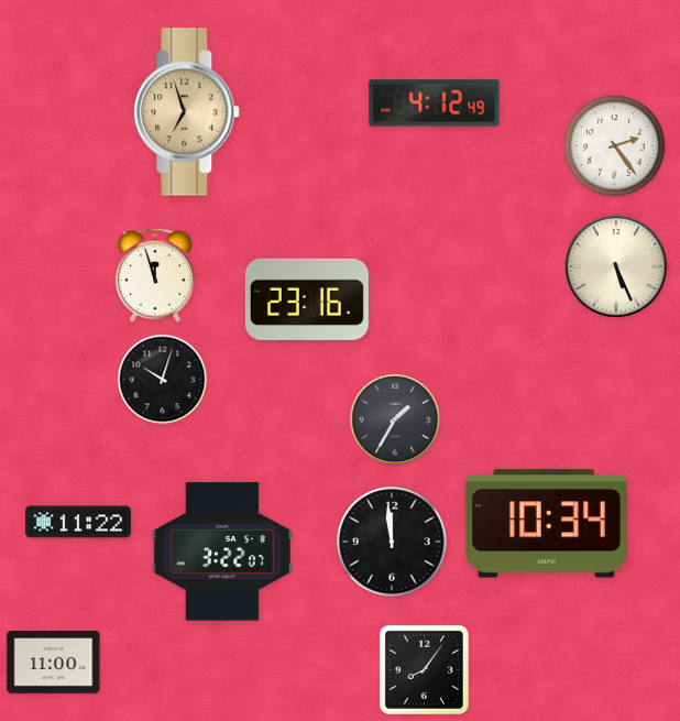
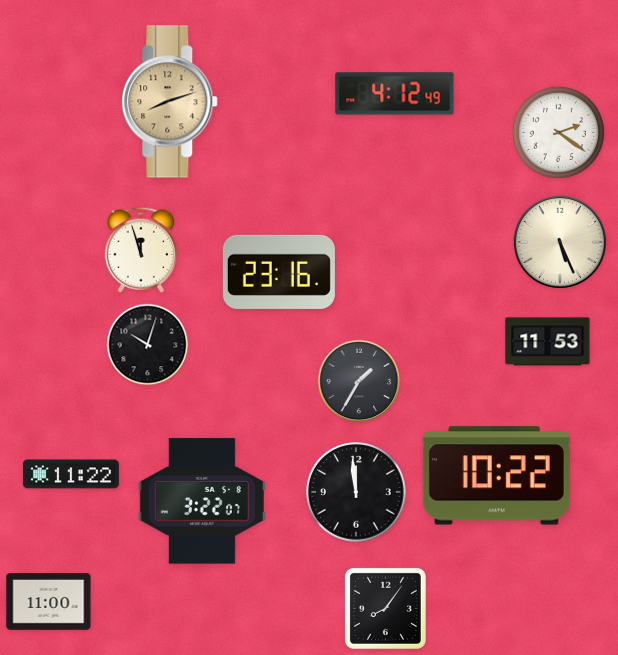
clock at (187, 112): 6:57 -> 8:12
clock at (614, 145): 2:24 -> 2:21
clock at (548, 342): none -> 11:53
clock at (546, 524): 10:34 -> 10:22
